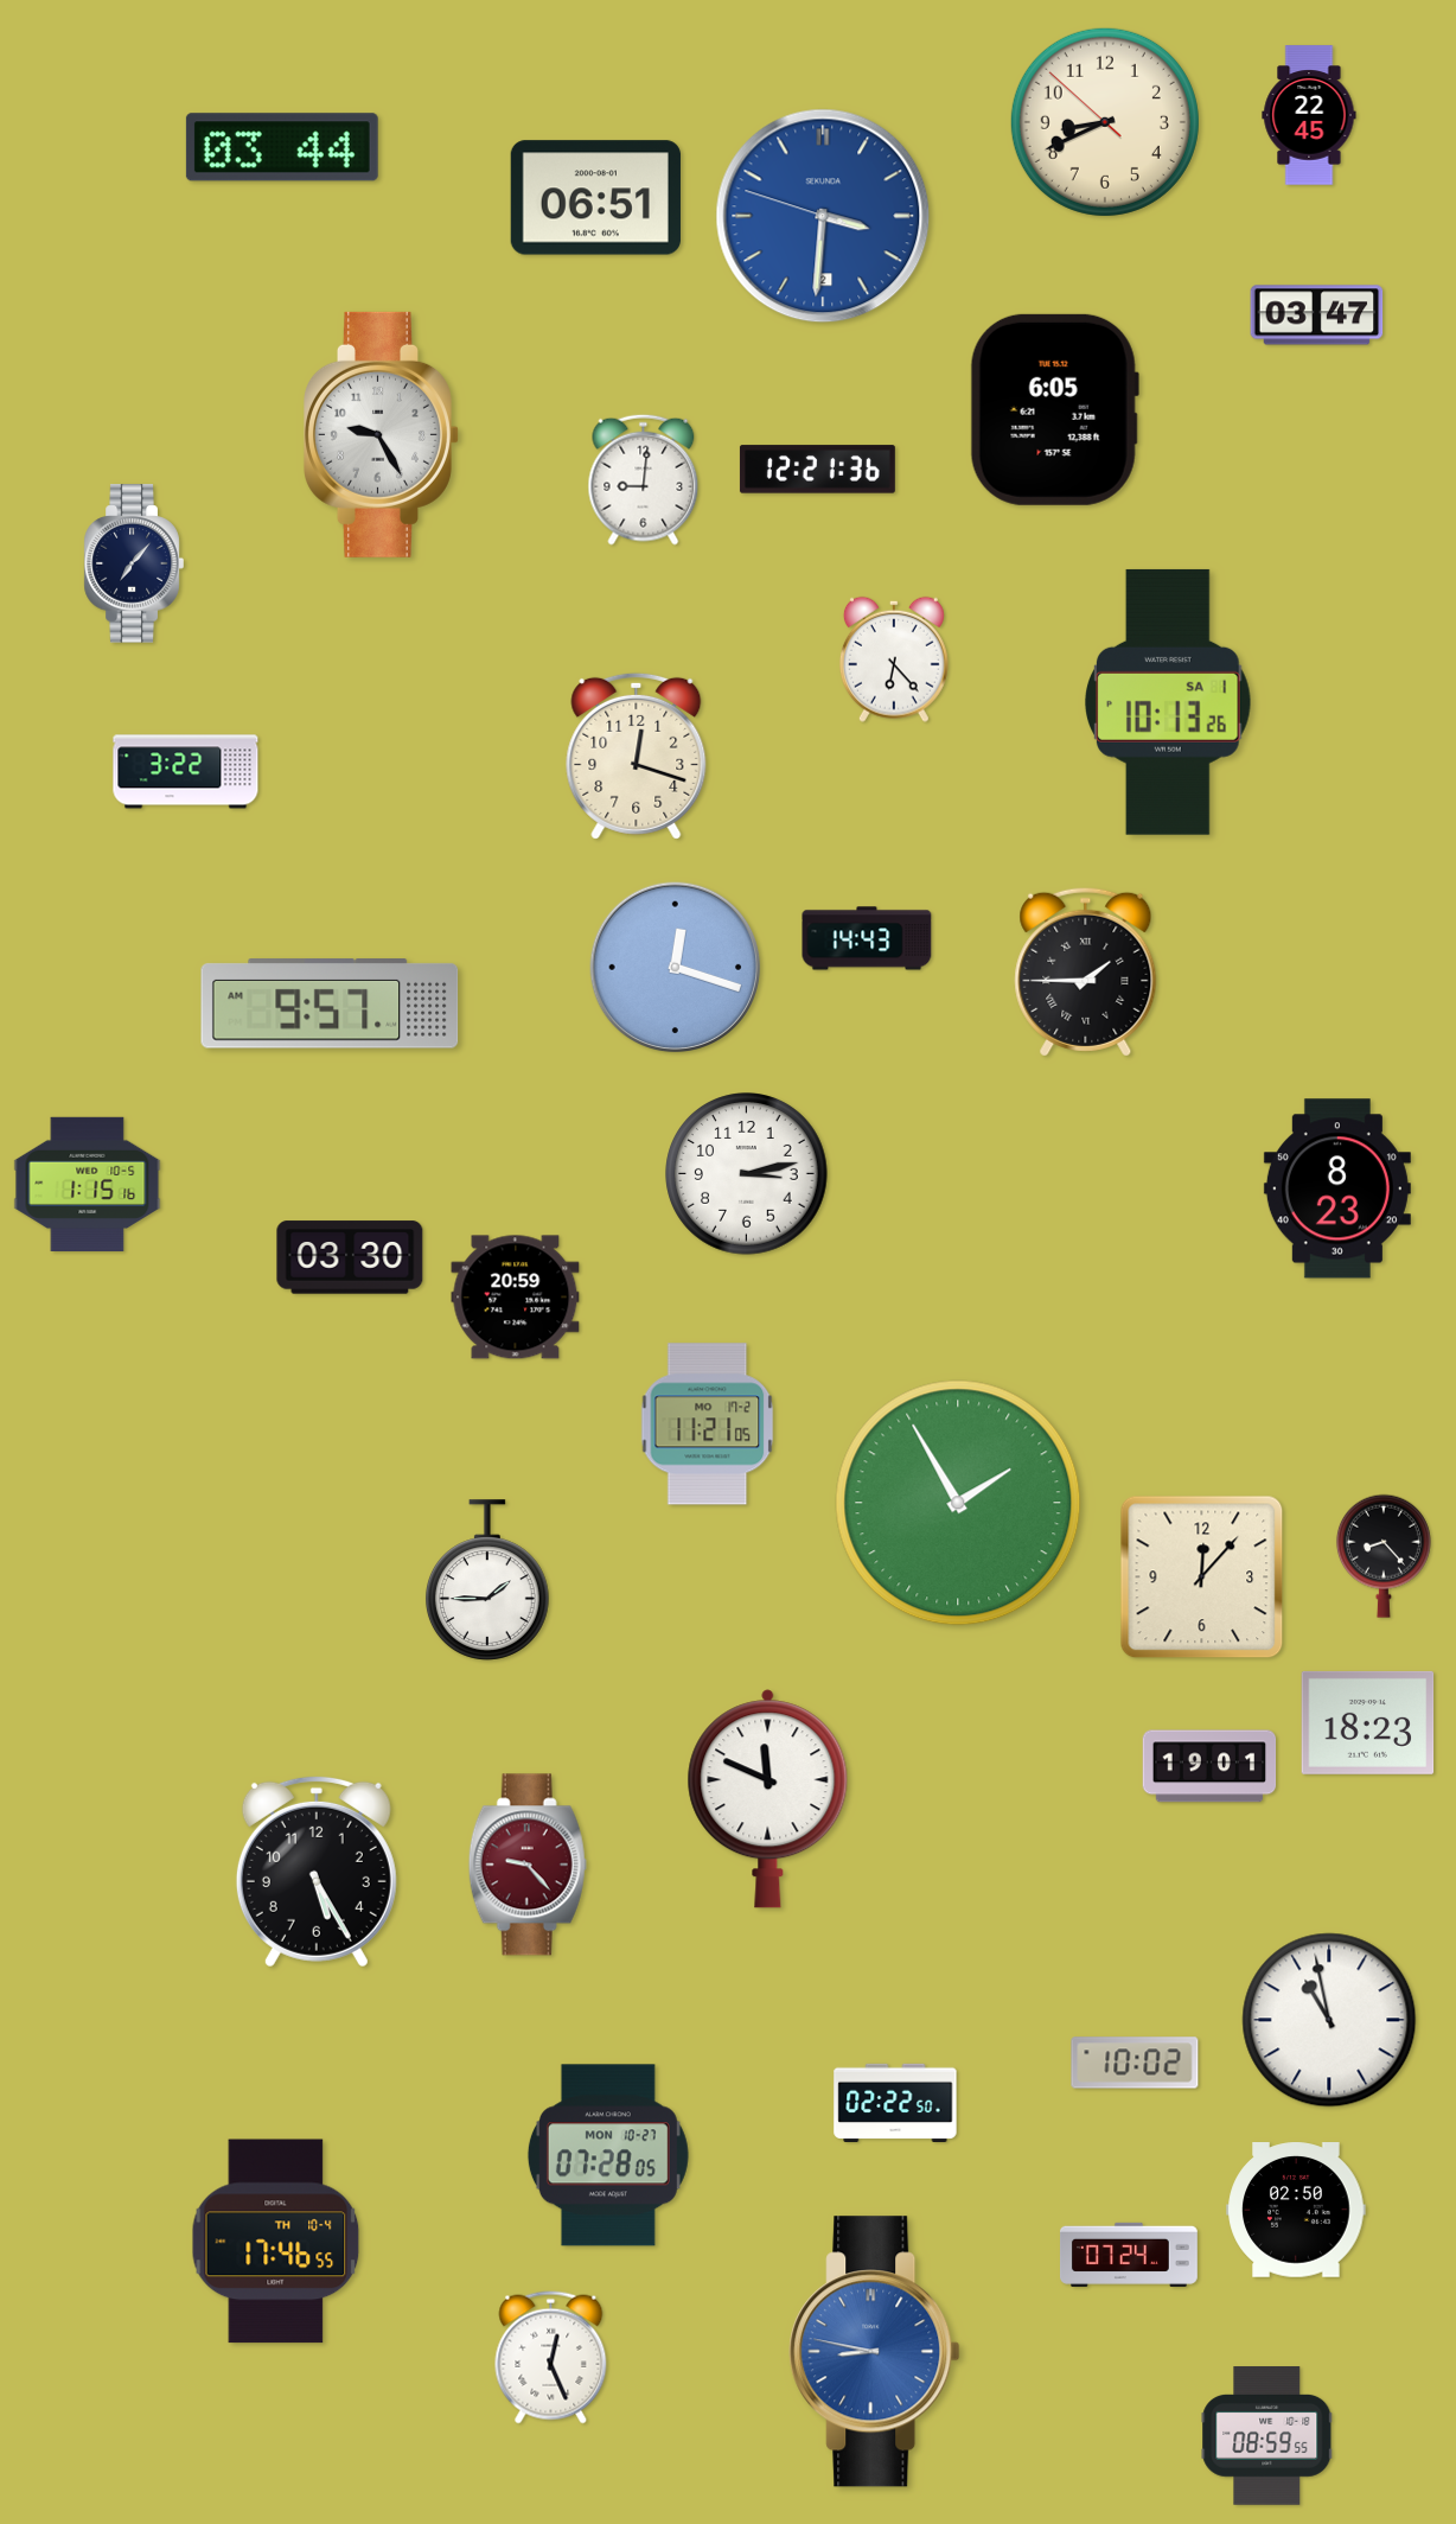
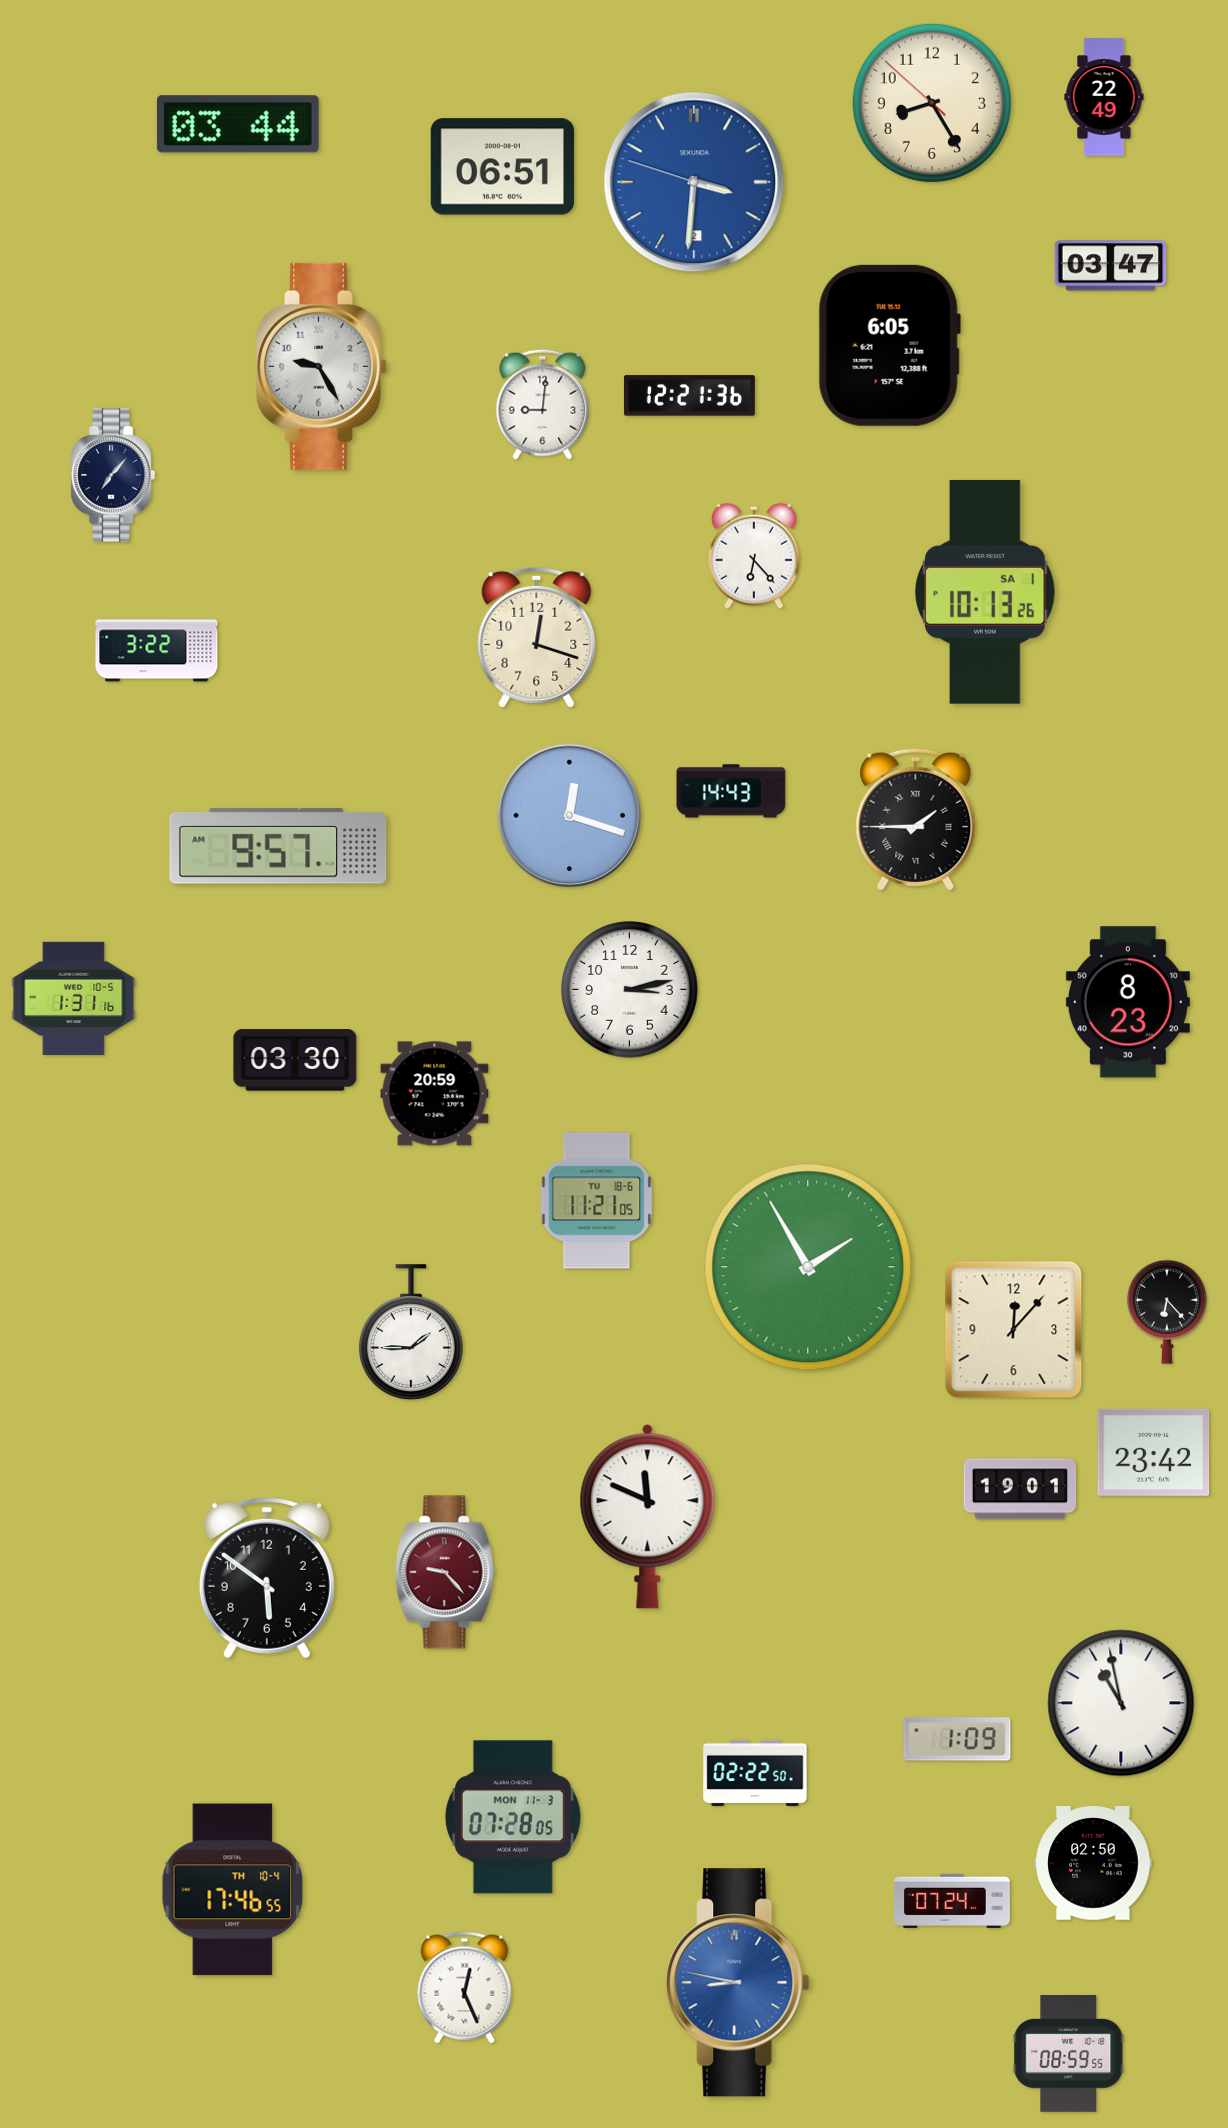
clock at (1309, 115): 22:45 -> 22:49
clock at (1105, 122): 8:40 -> 8:24
clock at (88, 1184): 1:15 -> 1:31
clock at (708, 1424) date: MO 17-2 -> TU 18-6
clock at (1384, 1556): 8:23 -> 6:23
clock at (1368, 1722): 18:23 -> 23:42
clock at (317, 1872): 5:25 -> 5:51
clock at (1135, 2063): 10:02 -> 1:09
clock at (608, 2155) date: MON 10-27 -> MON 11-3
